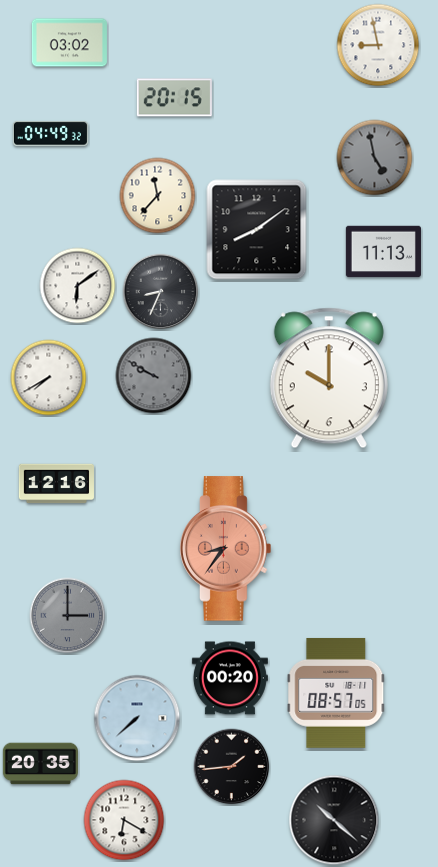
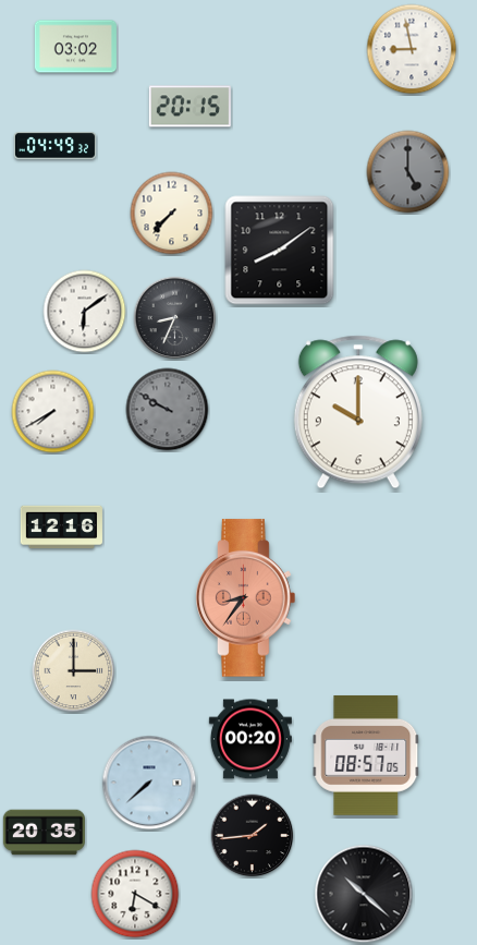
clock at (375, 158): 4:58 -> 5:00
clock at (158, 196): 11:37 -> 7:37
clock at (383, 252): 11:13 -> none
clock at (68, 616) dial: grey -> cream
